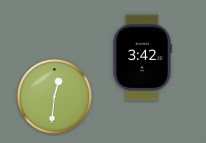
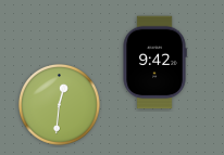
clock at (142, 58): 3:42 -> 9:42
